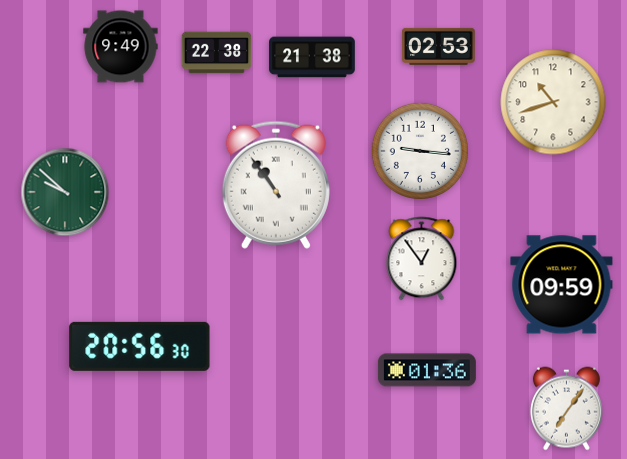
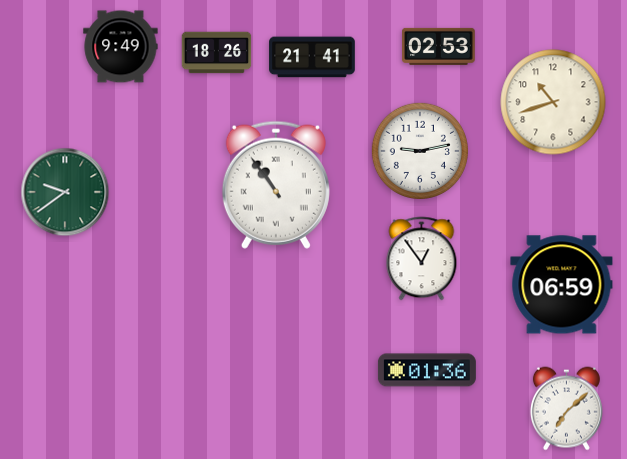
clock at (217, 53): 22:38 -> 18:26
clock at (312, 57): 21:38 -> 21:41
clock at (420, 151): 9:16 -> 9:13
clock at (65, 192): 9:52 -> 9:39
clock at (562, 285): 09:59 -> 06:59
clock at (140, 346): 20:56 -> none
clock at (566, 409): 7:06 -> 7:08
